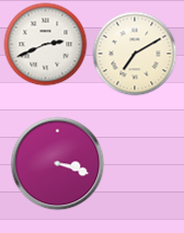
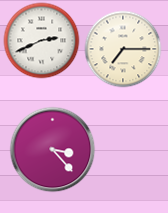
clock at (135, 54): 7:10 -> 7:15
clock at (58, 164): 3:18 -> 3:23
